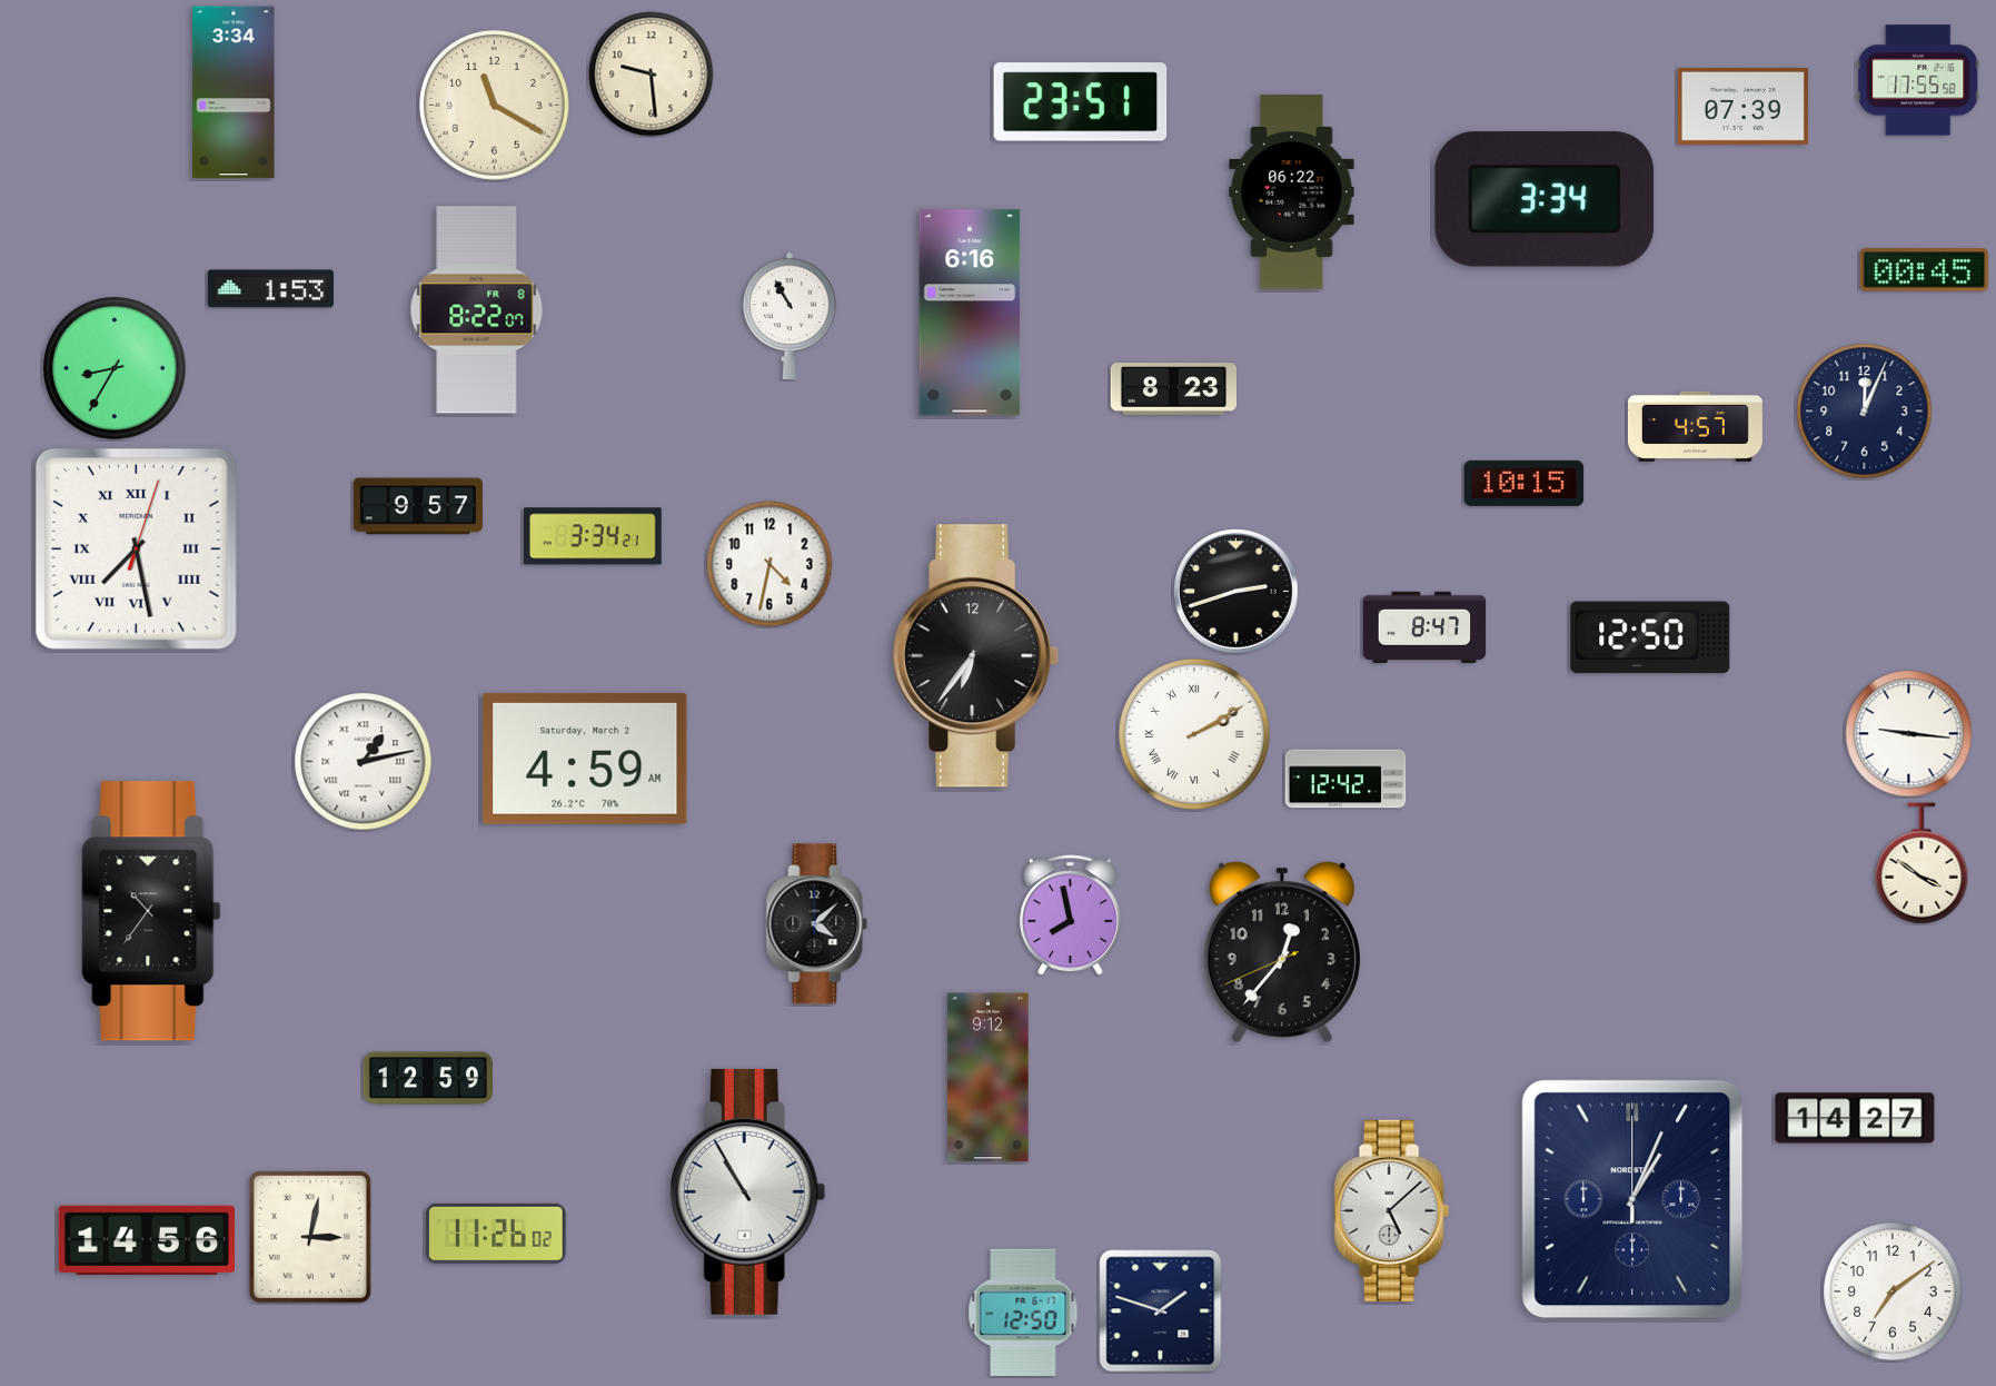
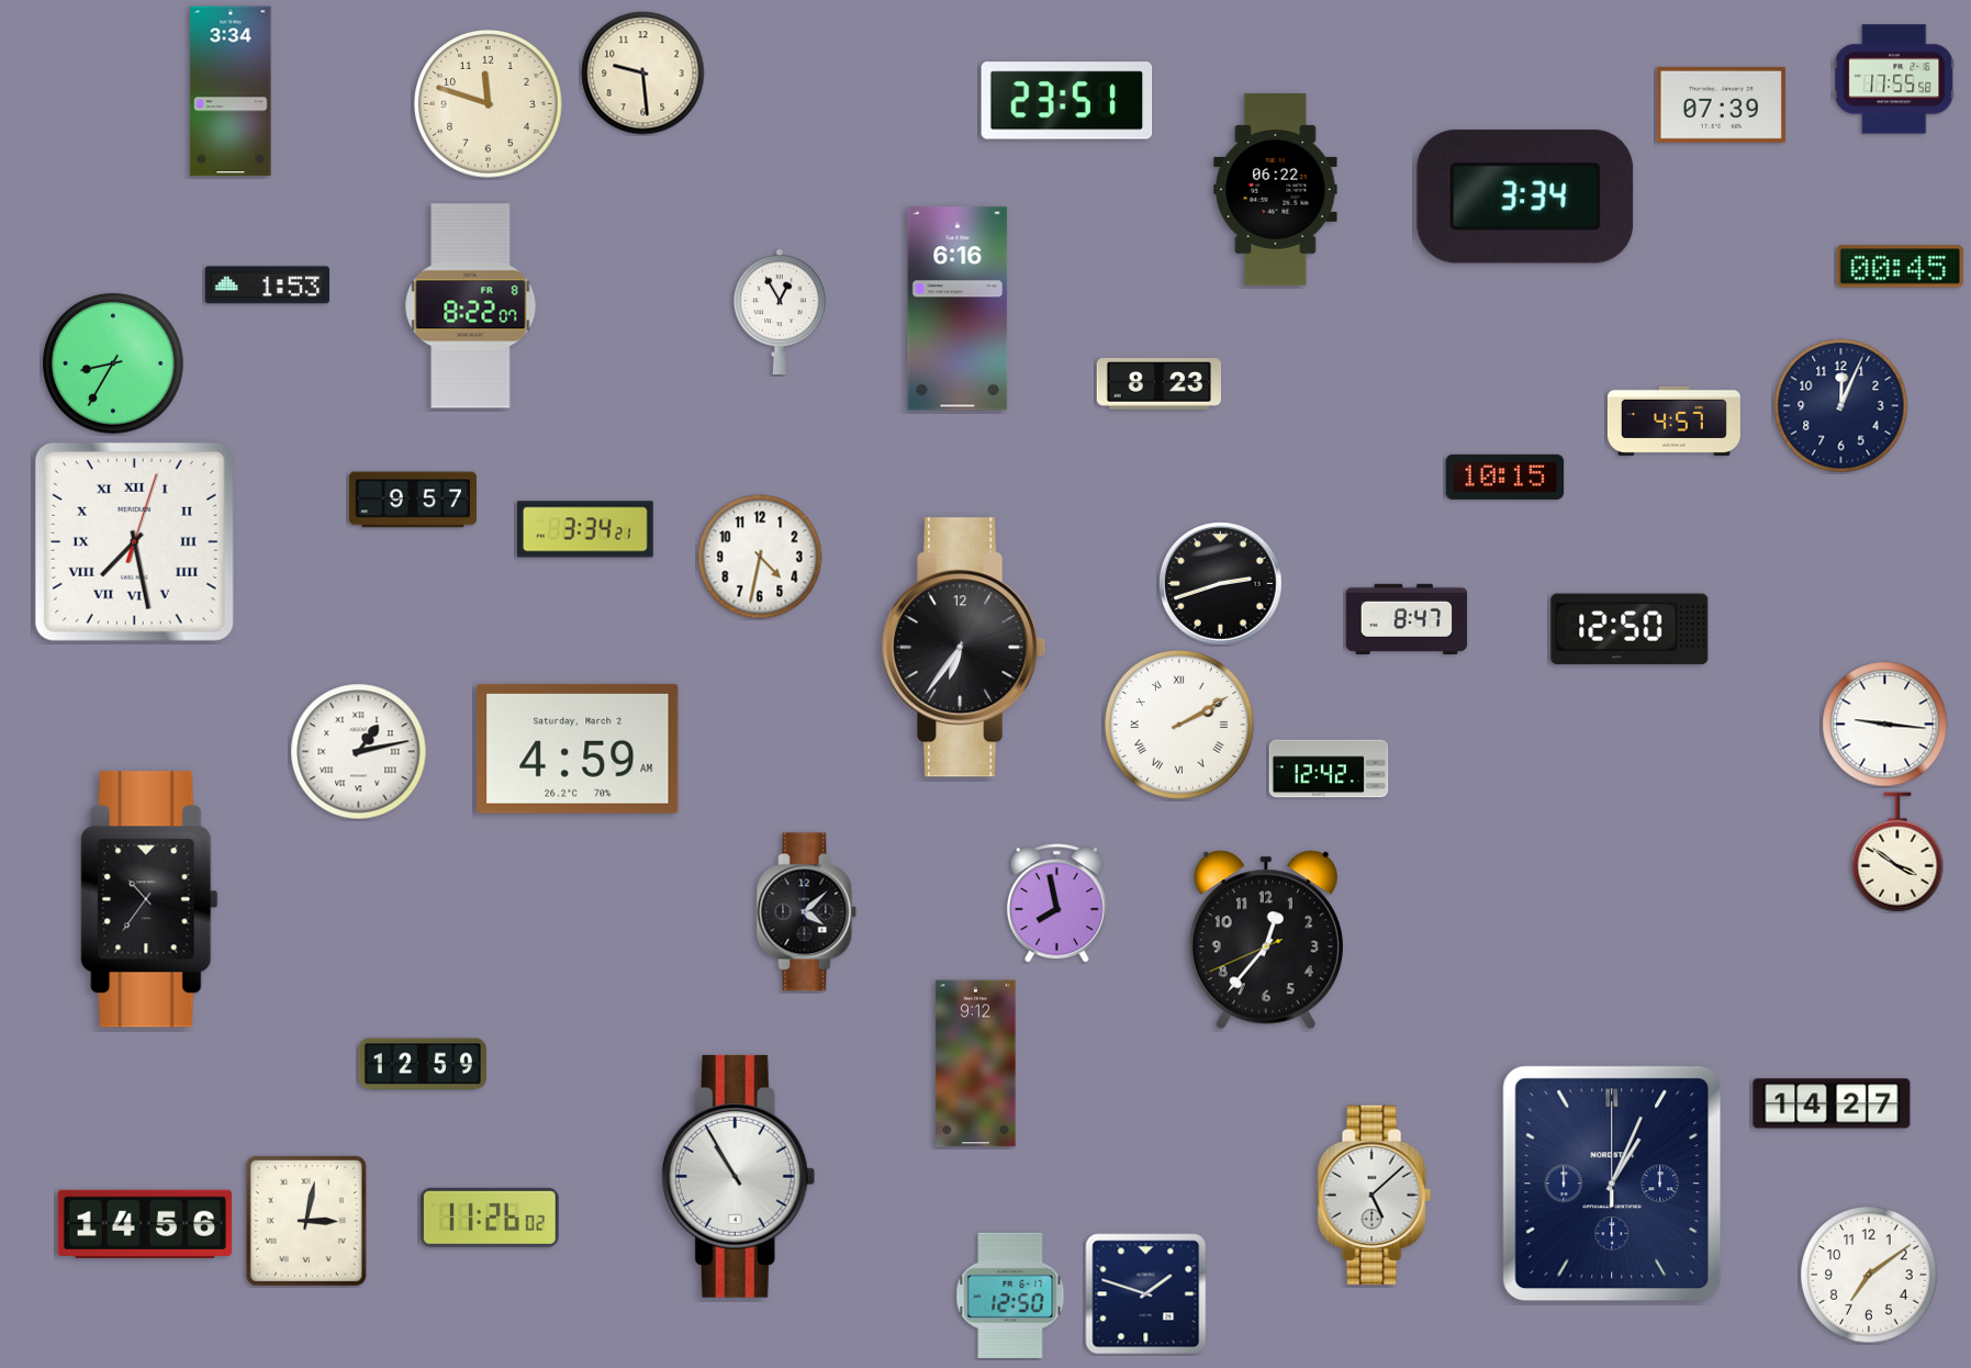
clock at (495, 106): 11:20 -> 11:48
clock at (790, 315): 10:55 -> 12:55
